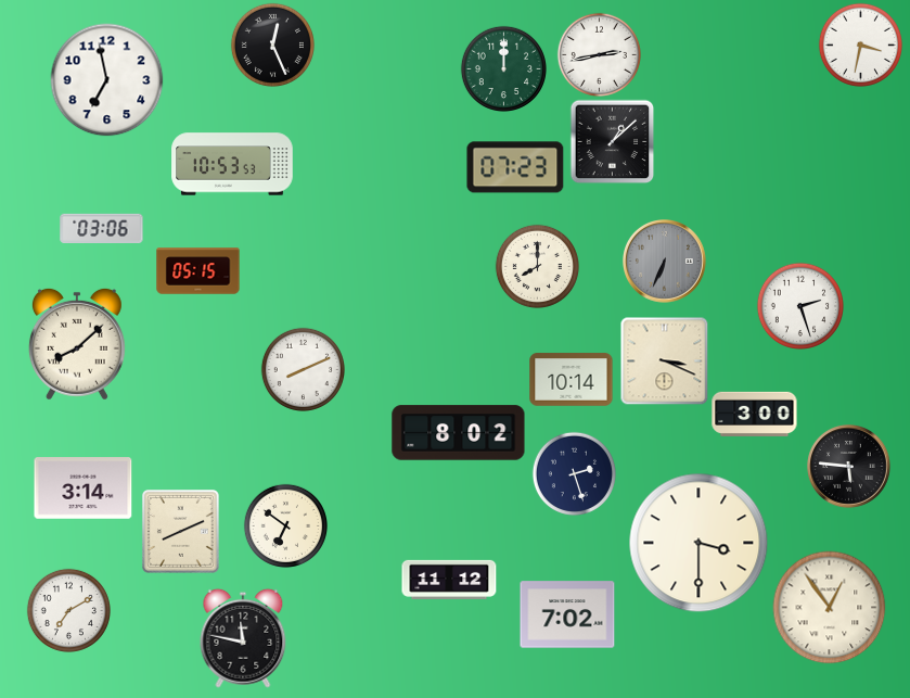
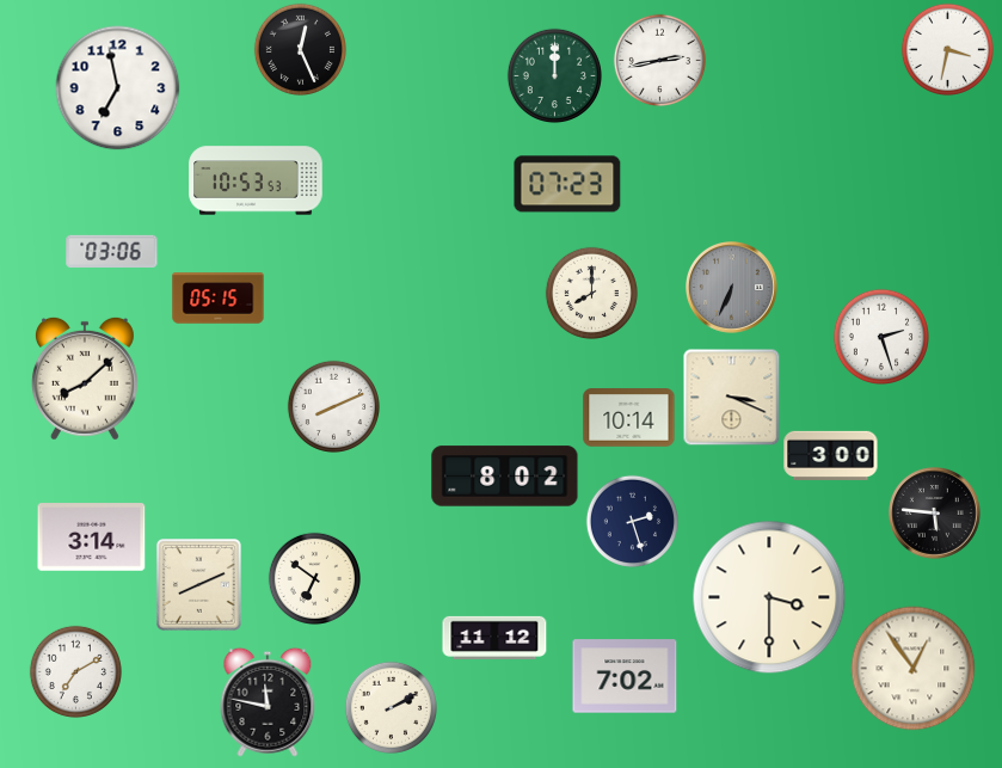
clock at (612, 141): 1:08 -> none
clock at (391, 707): none -> 2:10
